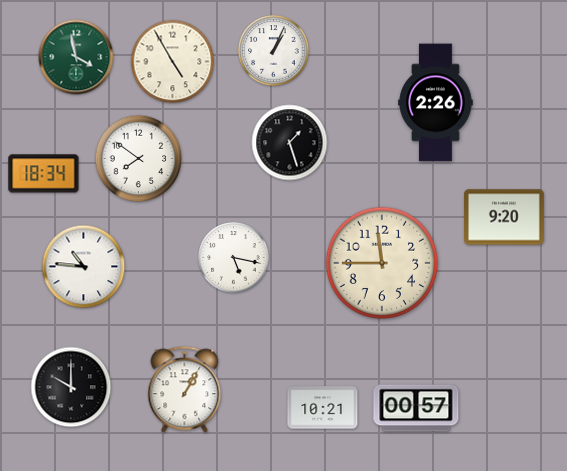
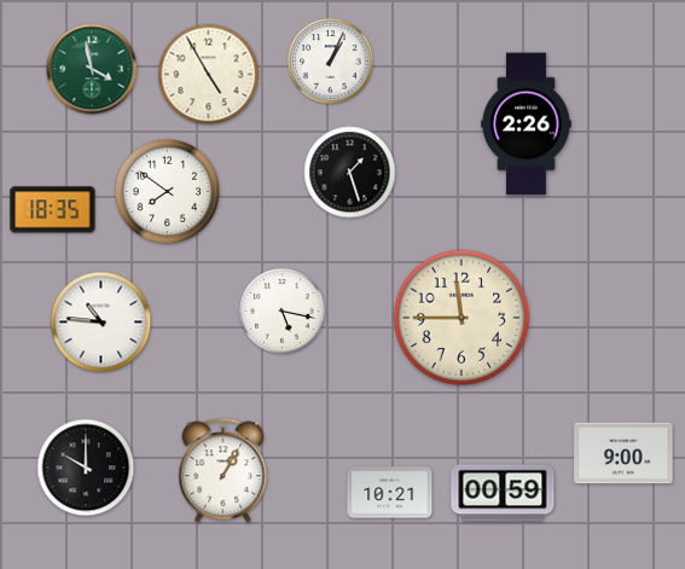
clock at (44, 174): 18:34 -> 18:35
clock at (505, 217): 9:20 -> none
clock at (623, 453): none -> 9:00
clock at (416, 408): 00:57 -> 00:59
